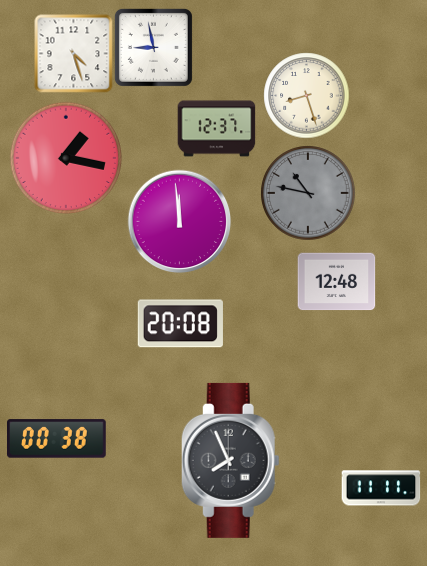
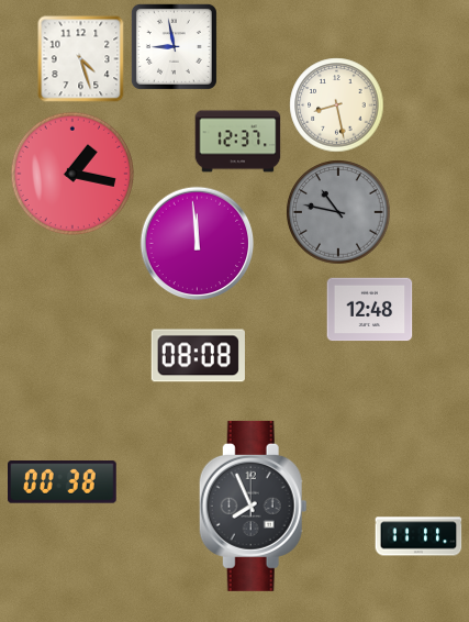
clock at (153, 47) position: (153, 47) -> (174, 46)
clock at (306, 95): 8:27 -> 8:28
clock at (180, 324): 20:08 -> 08:08
